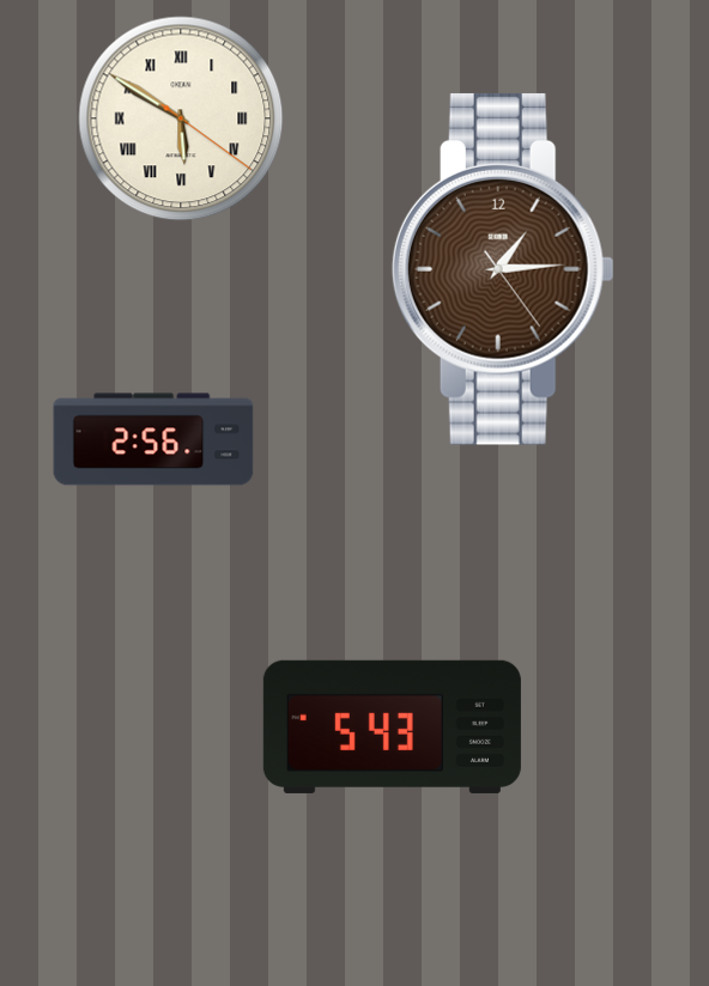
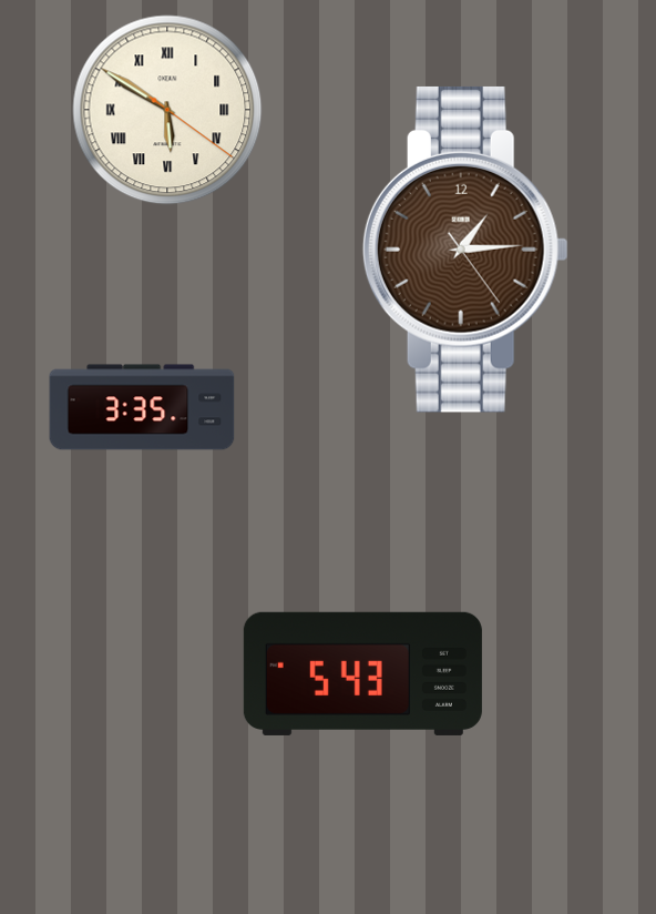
clock at (153, 439): 2:56 -> 3:35
